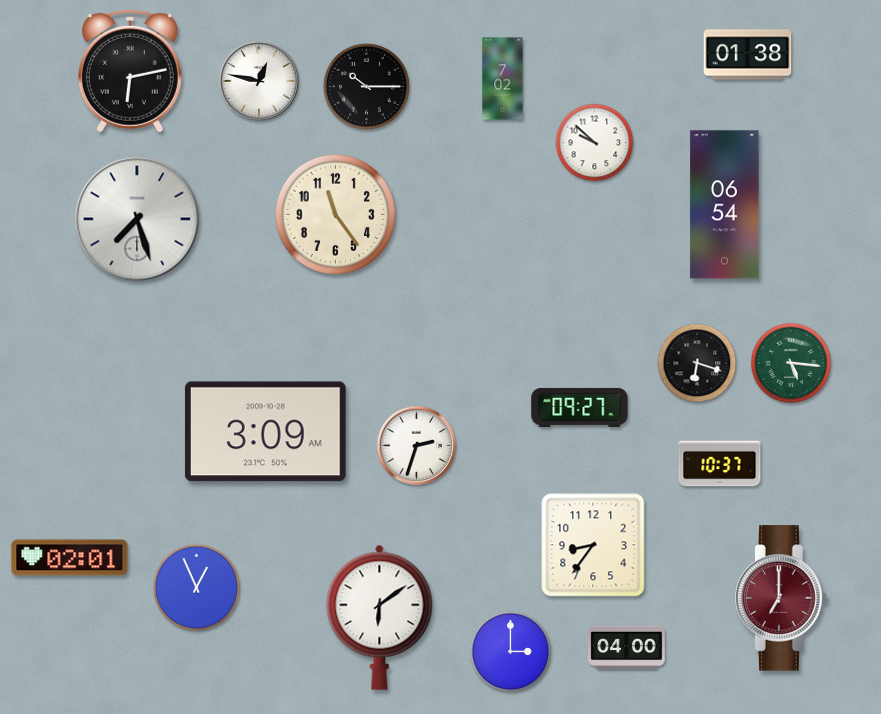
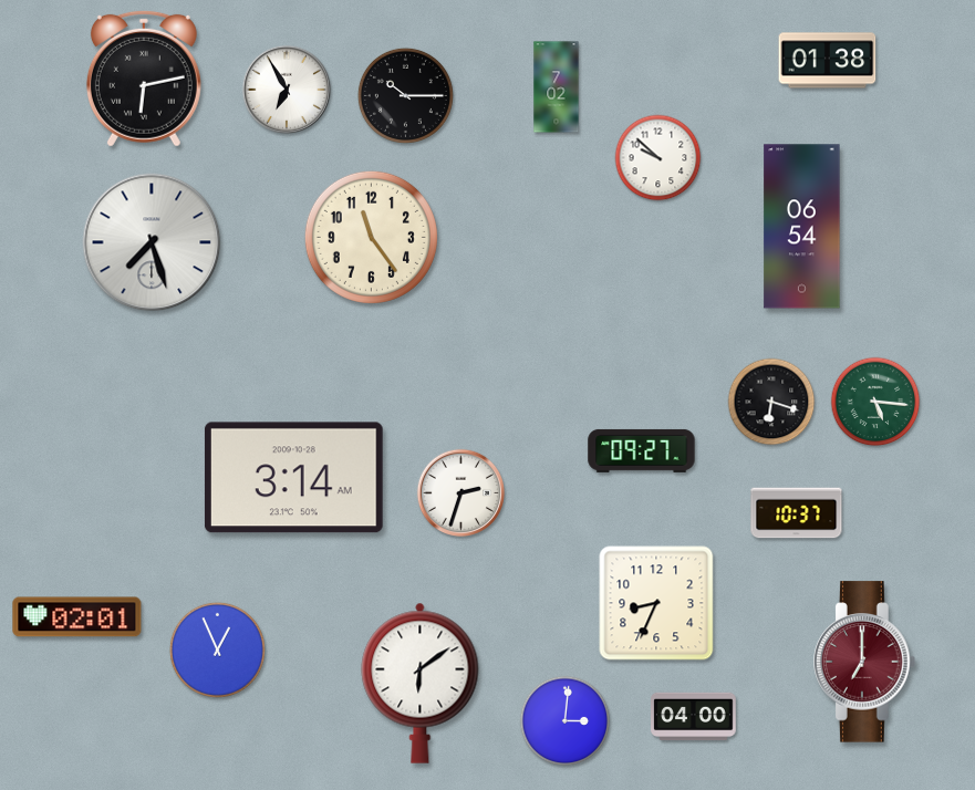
clock at (258, 80): 12:47 -> 6:55
clock at (265, 432): 3:09 -> 3:14
clock at (593, 545): 8:36 -> 8:34
clock at (511, 652): 3:00 -> 3:01
